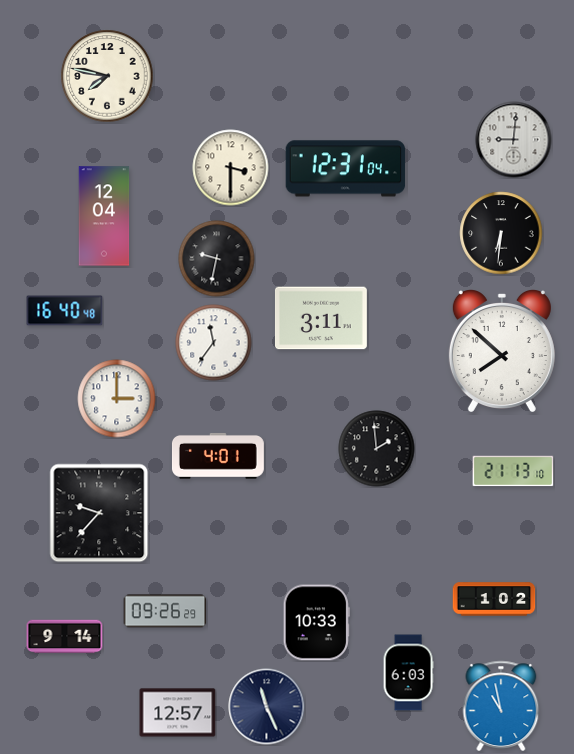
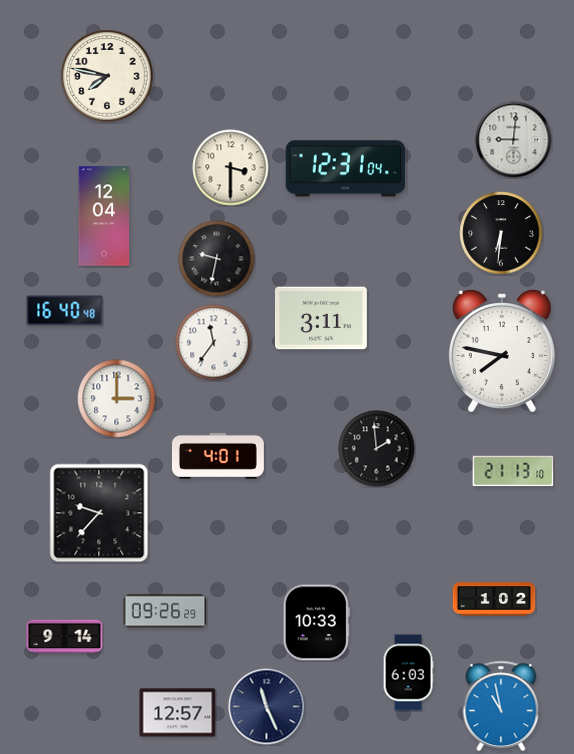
clock at (502, 351): 7:52 -> 7:47
